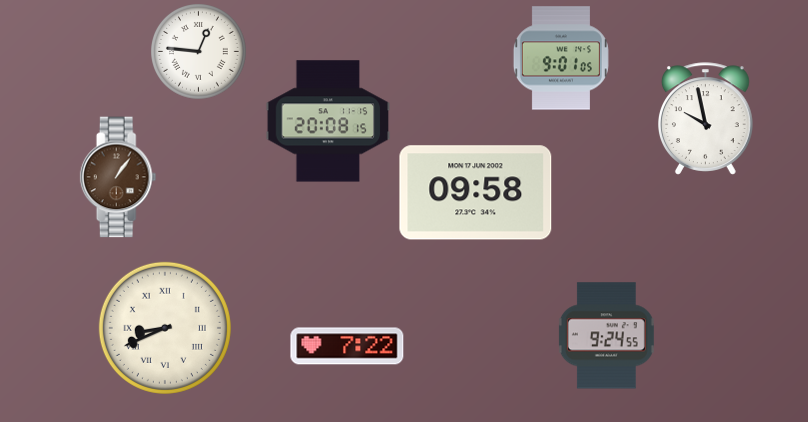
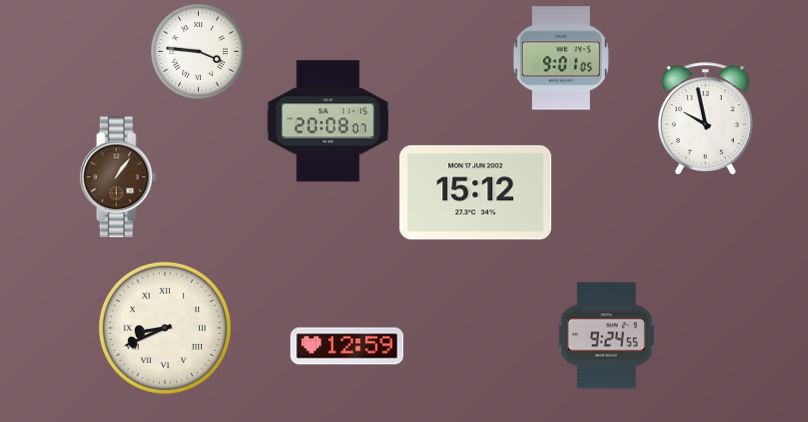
clock at (199, 52): 12:46 -> 3:46
clock at (328, 121): 20:08:15 -> 20:08:07
clock at (476, 193): 09:58 -> 15:12
clock at (347, 346): 7:22 -> 12:59
